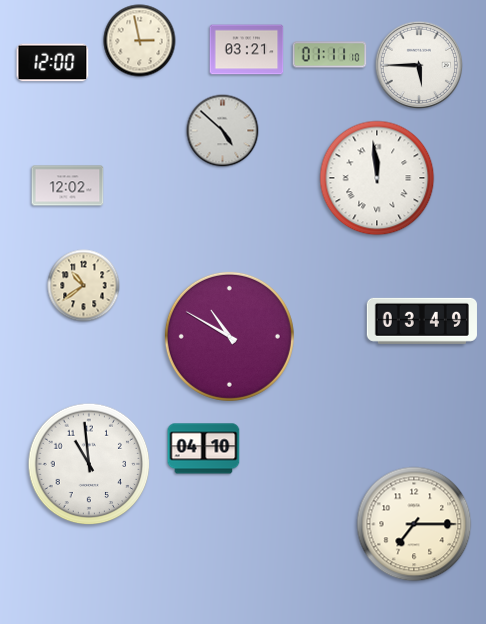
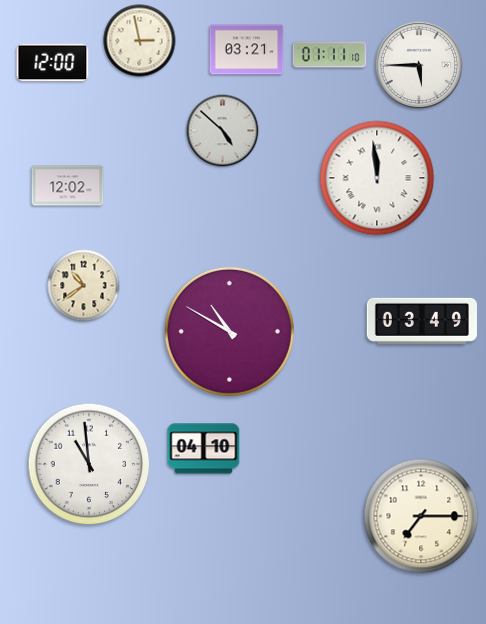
clock at (229, 336) position: (229, 336) -> (229, 331)
clock at (414, 524) position: (414, 524) -> (421, 516)
